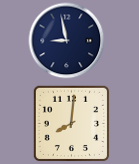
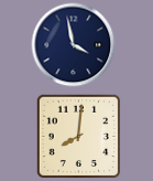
clock at (67, 41): 8:58 -> 3:58
